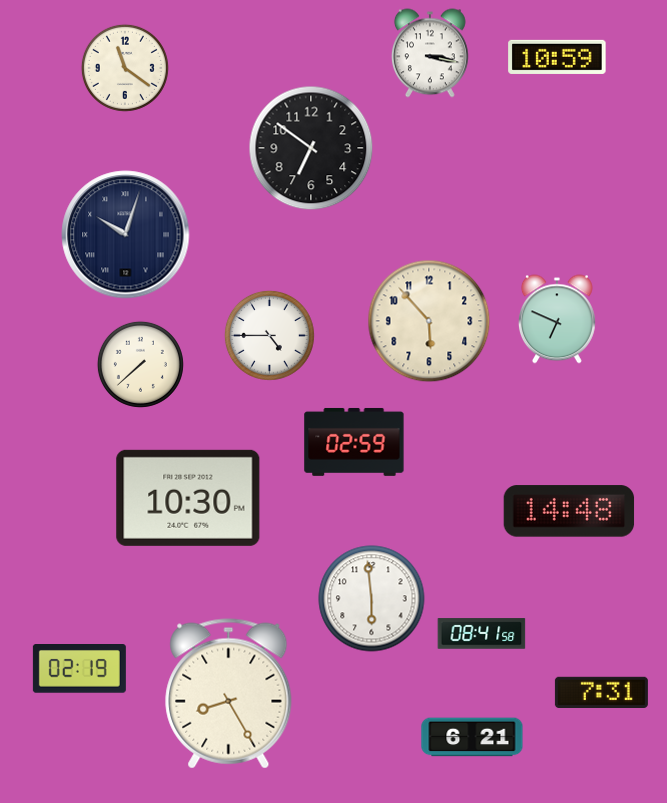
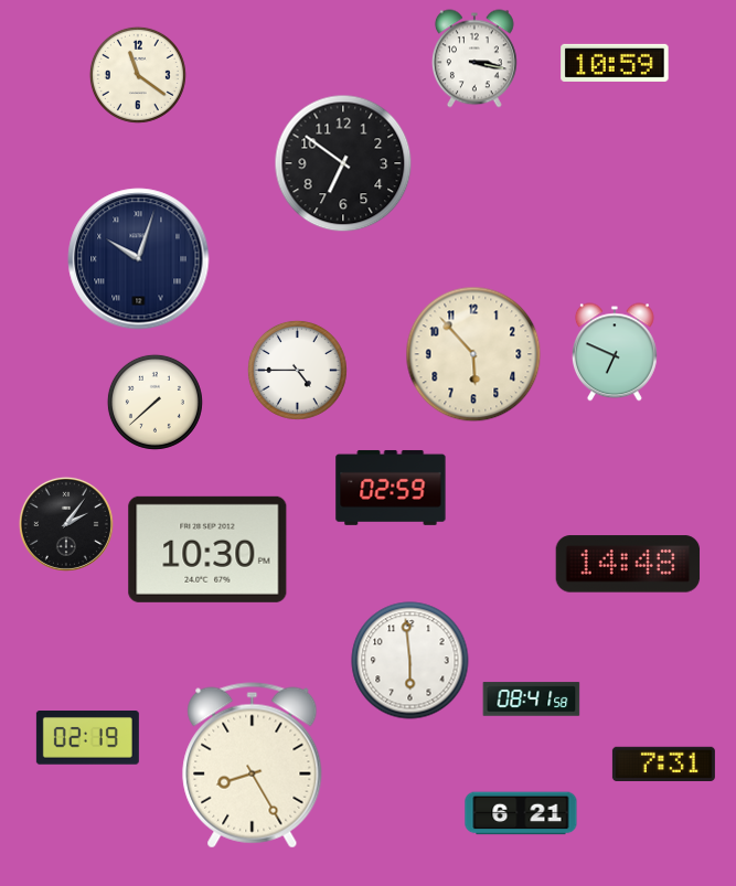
clock at (66, 524): none -> 2:06
